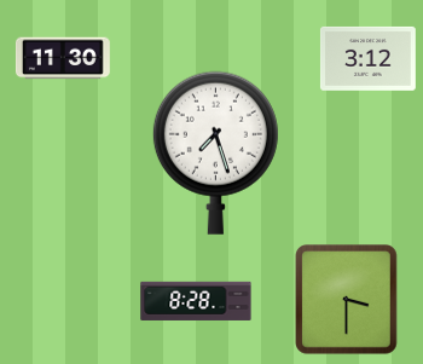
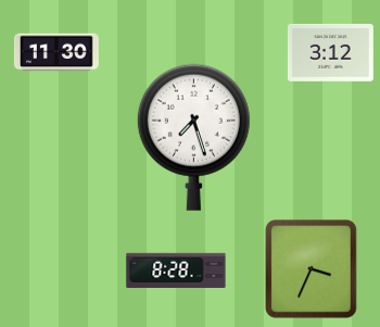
clock at (347, 300): 3:30 -> 3:34
